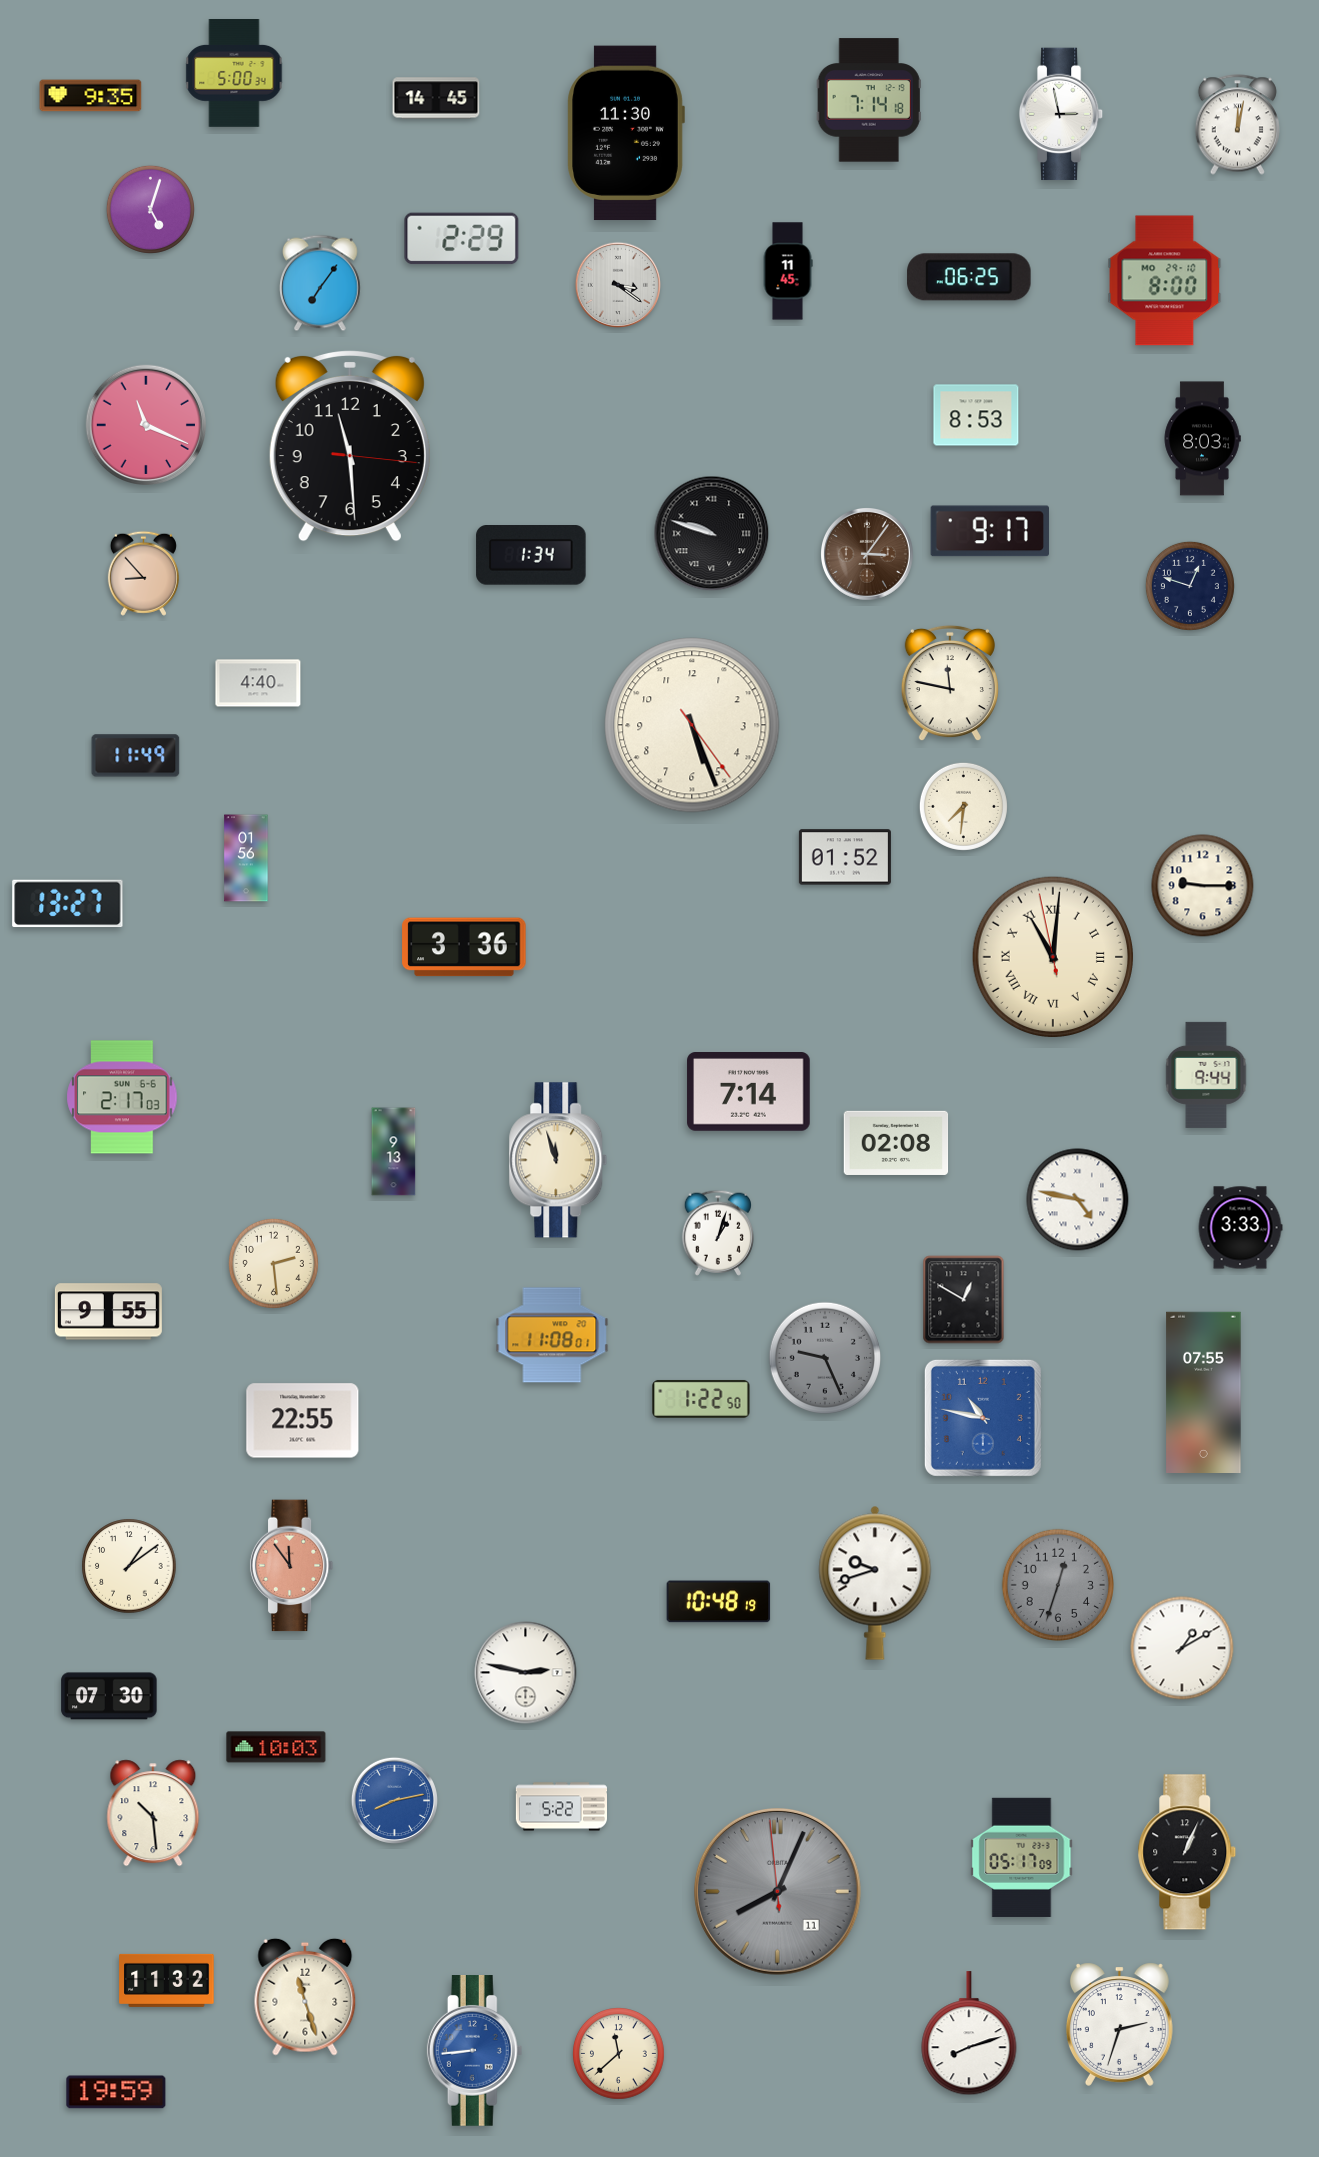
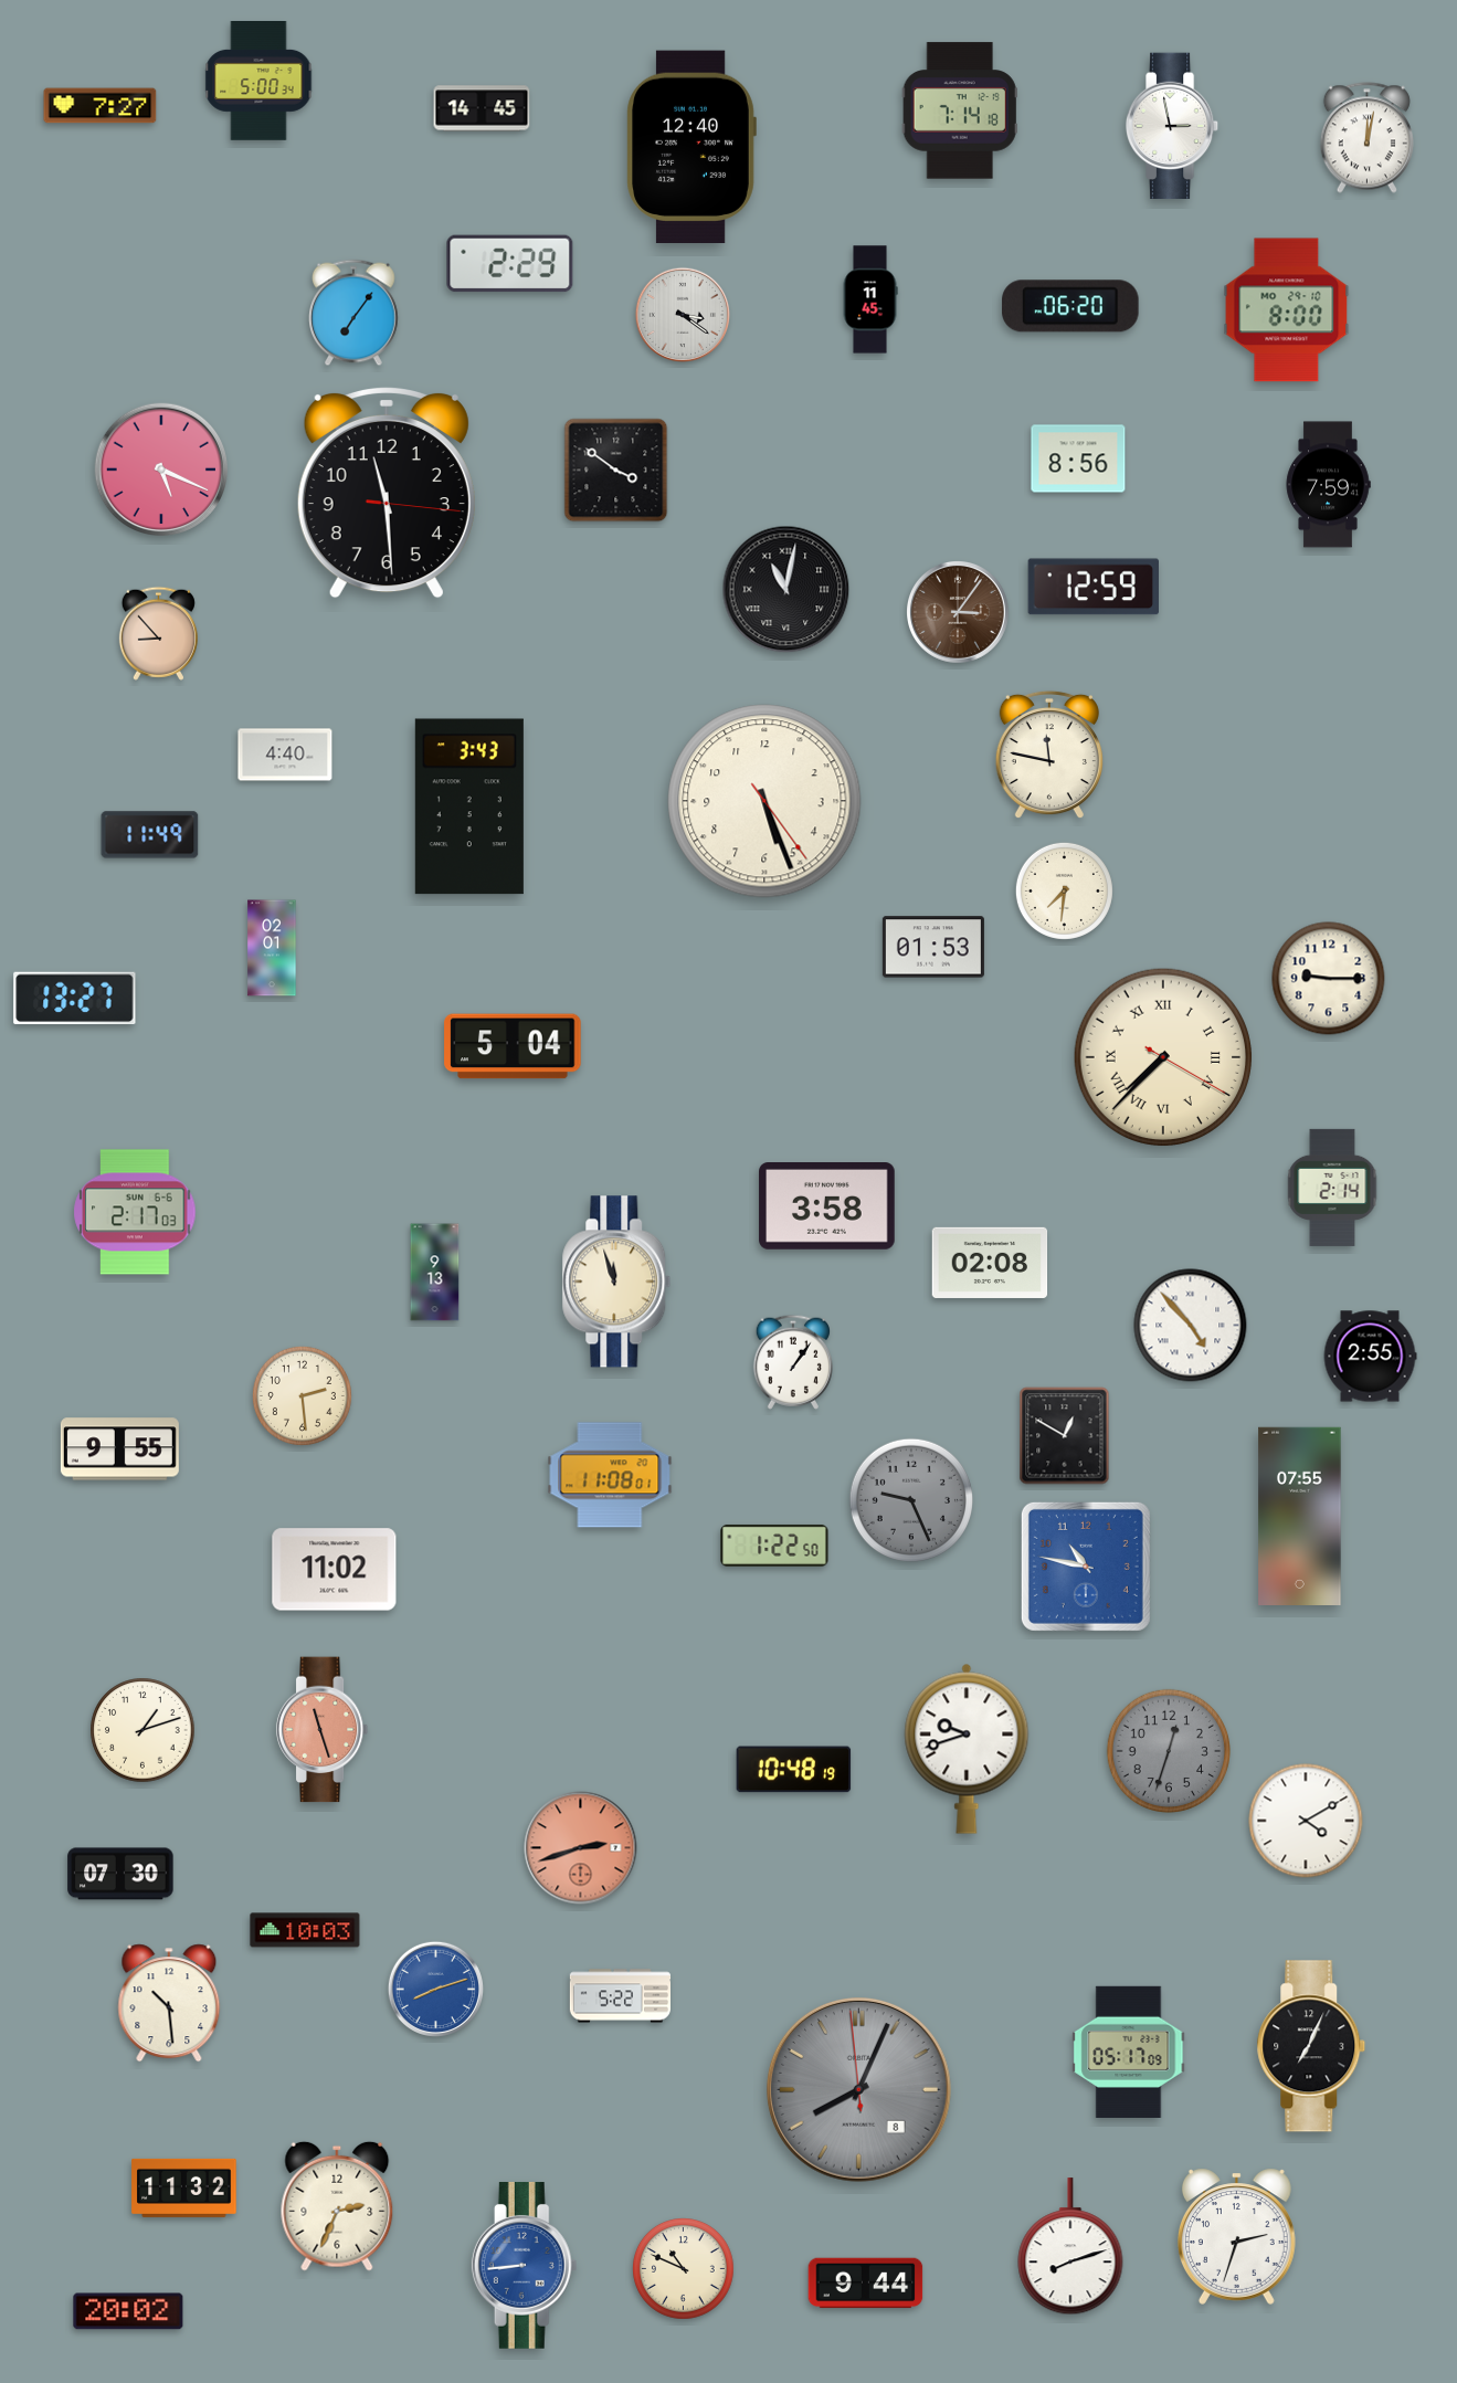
clock at (91, 96): 9:35 -> 7:27
clock at (626, 133): 11:30 -> 12:40
clock at (150, 209): 5:03 -> none
clock at (969, 277): 06:25 -> 06:20
clock at (976, 415): 8:53 -> 8:56
clock at (146, 425): 11:19 -> 5:19
clock at (616, 471): none -> 3:51
clock at (1202, 439): 8:03 -> 7:59
clock at (990, 531): 9:17 -> 12:59
clock at (712, 534): 9:48 -> 11:02
clock at (531, 556): 1:34 -> none
clock at (1190, 586): 12:48 -> none
clock at (469, 806): none -> 3:43
clock at (845, 857): 01:52 -> 01:53
clock at (246, 858): 01:56 -> 02:01
clock at (464, 947): 3:36 -> 5:04
clock at (1052, 956): 11:00 -> 7:37
clock at (1206, 1075): 9:44 -> 2:14
clock at (749, 1092): 7:14 -> 3:58
clock at (1078, 1200): 4:47 -> 4:53
clock at (1240, 1228): 3:33 -> 2:55
clock at (717, 1233): 1:03 -> 1:06
clock at (1204, 1392) position: (1204, 1392) -> (1300, 1516)
clock at (303, 1421): 22:55 -> 11:02
clock at (129, 1566): 1:09 -> 1:12
clock at (292, 1566): 11:54 -> 11:27
clock at (1182, 1648): 1:10 -> 4:10
clock at (526, 1673): 2:47 -> 2:42
clock at (526, 1673) dial: white -> salmon
clock at (394, 1800): 8:13 -> 8:12
clock at (1187, 1852): 1:04 -> 7:04
clock at (778, 1892) date: 11 -> 8
clock at (305, 1997): 11:27 -> 2:34
clock at (619, 2054): 11:38 -> 10:49
clock at (866, 2284): none -> 9:44
clock at (116, 2092): 19:59 -> 20:02
